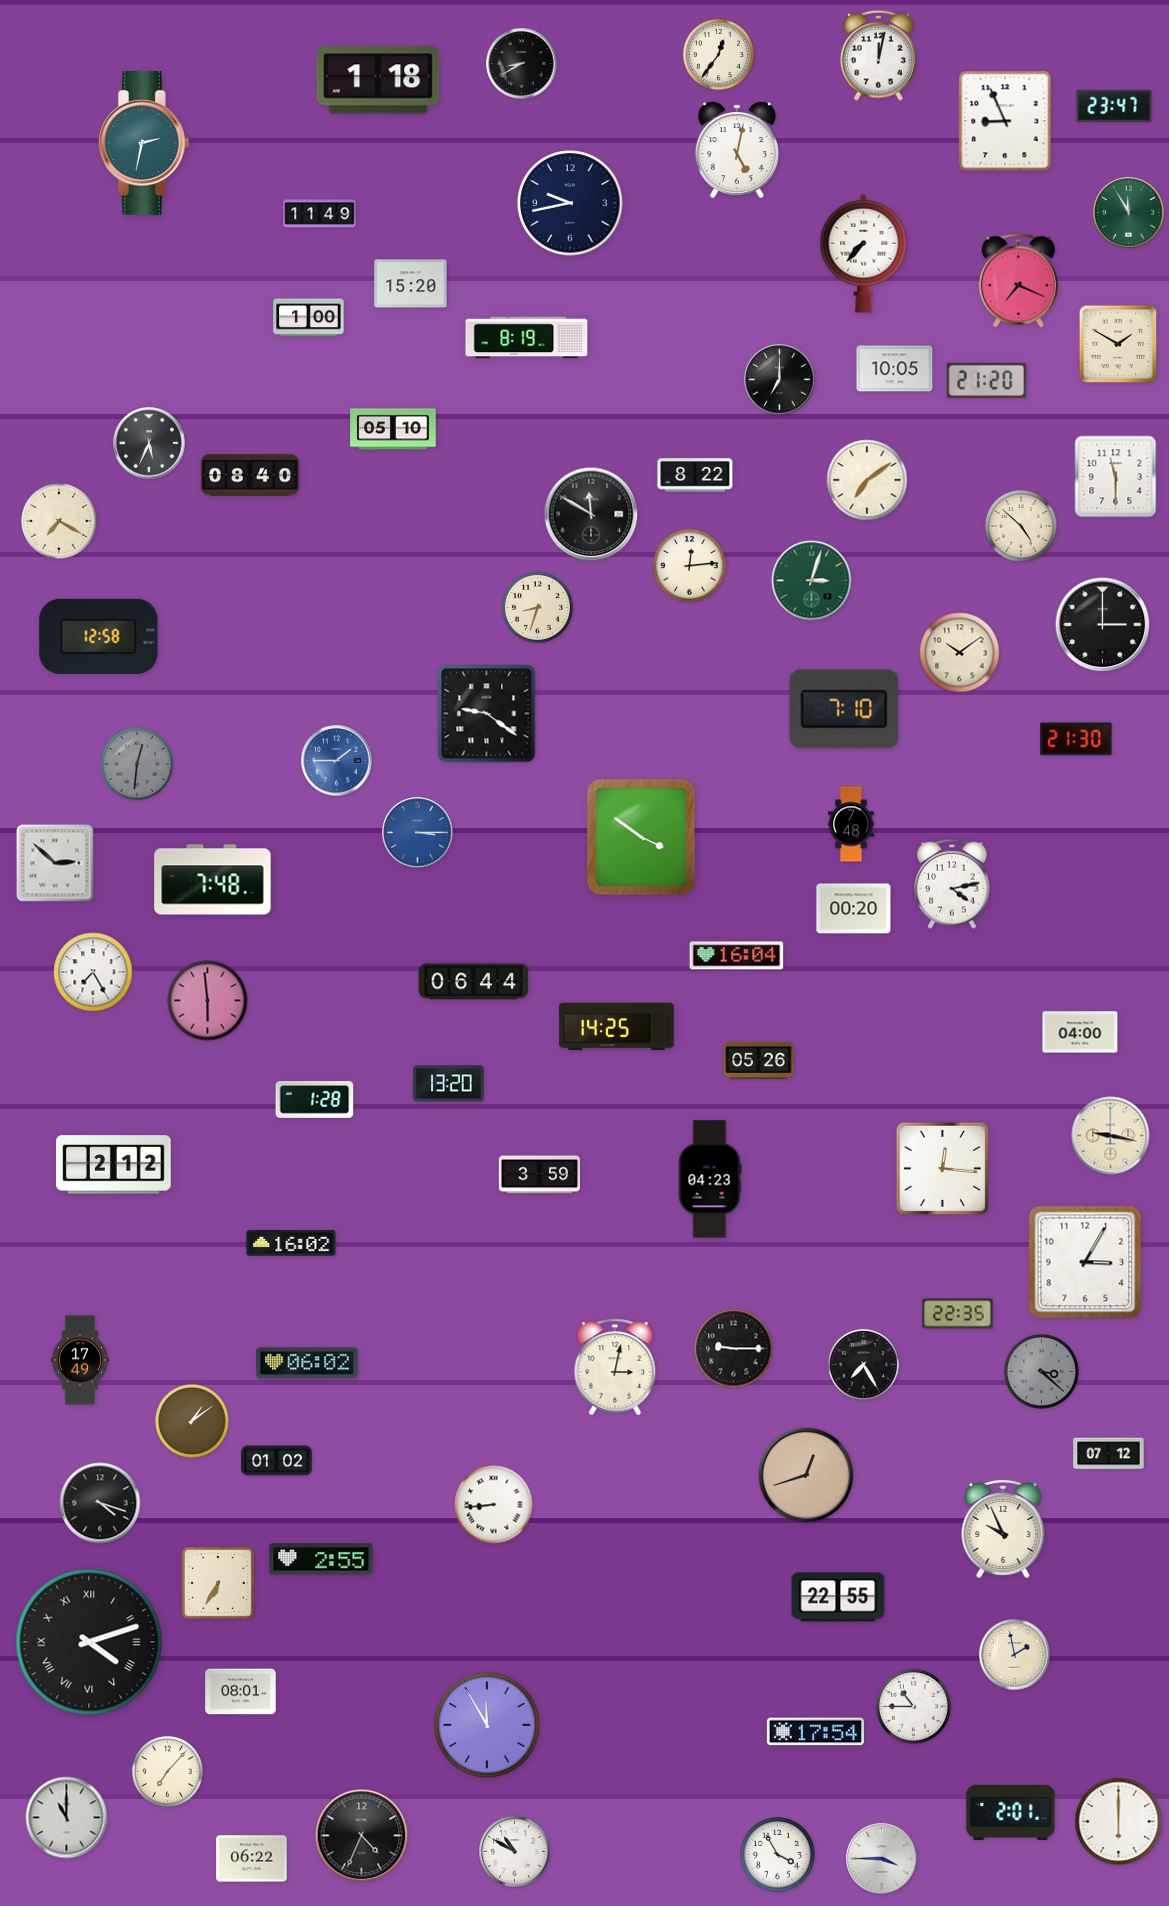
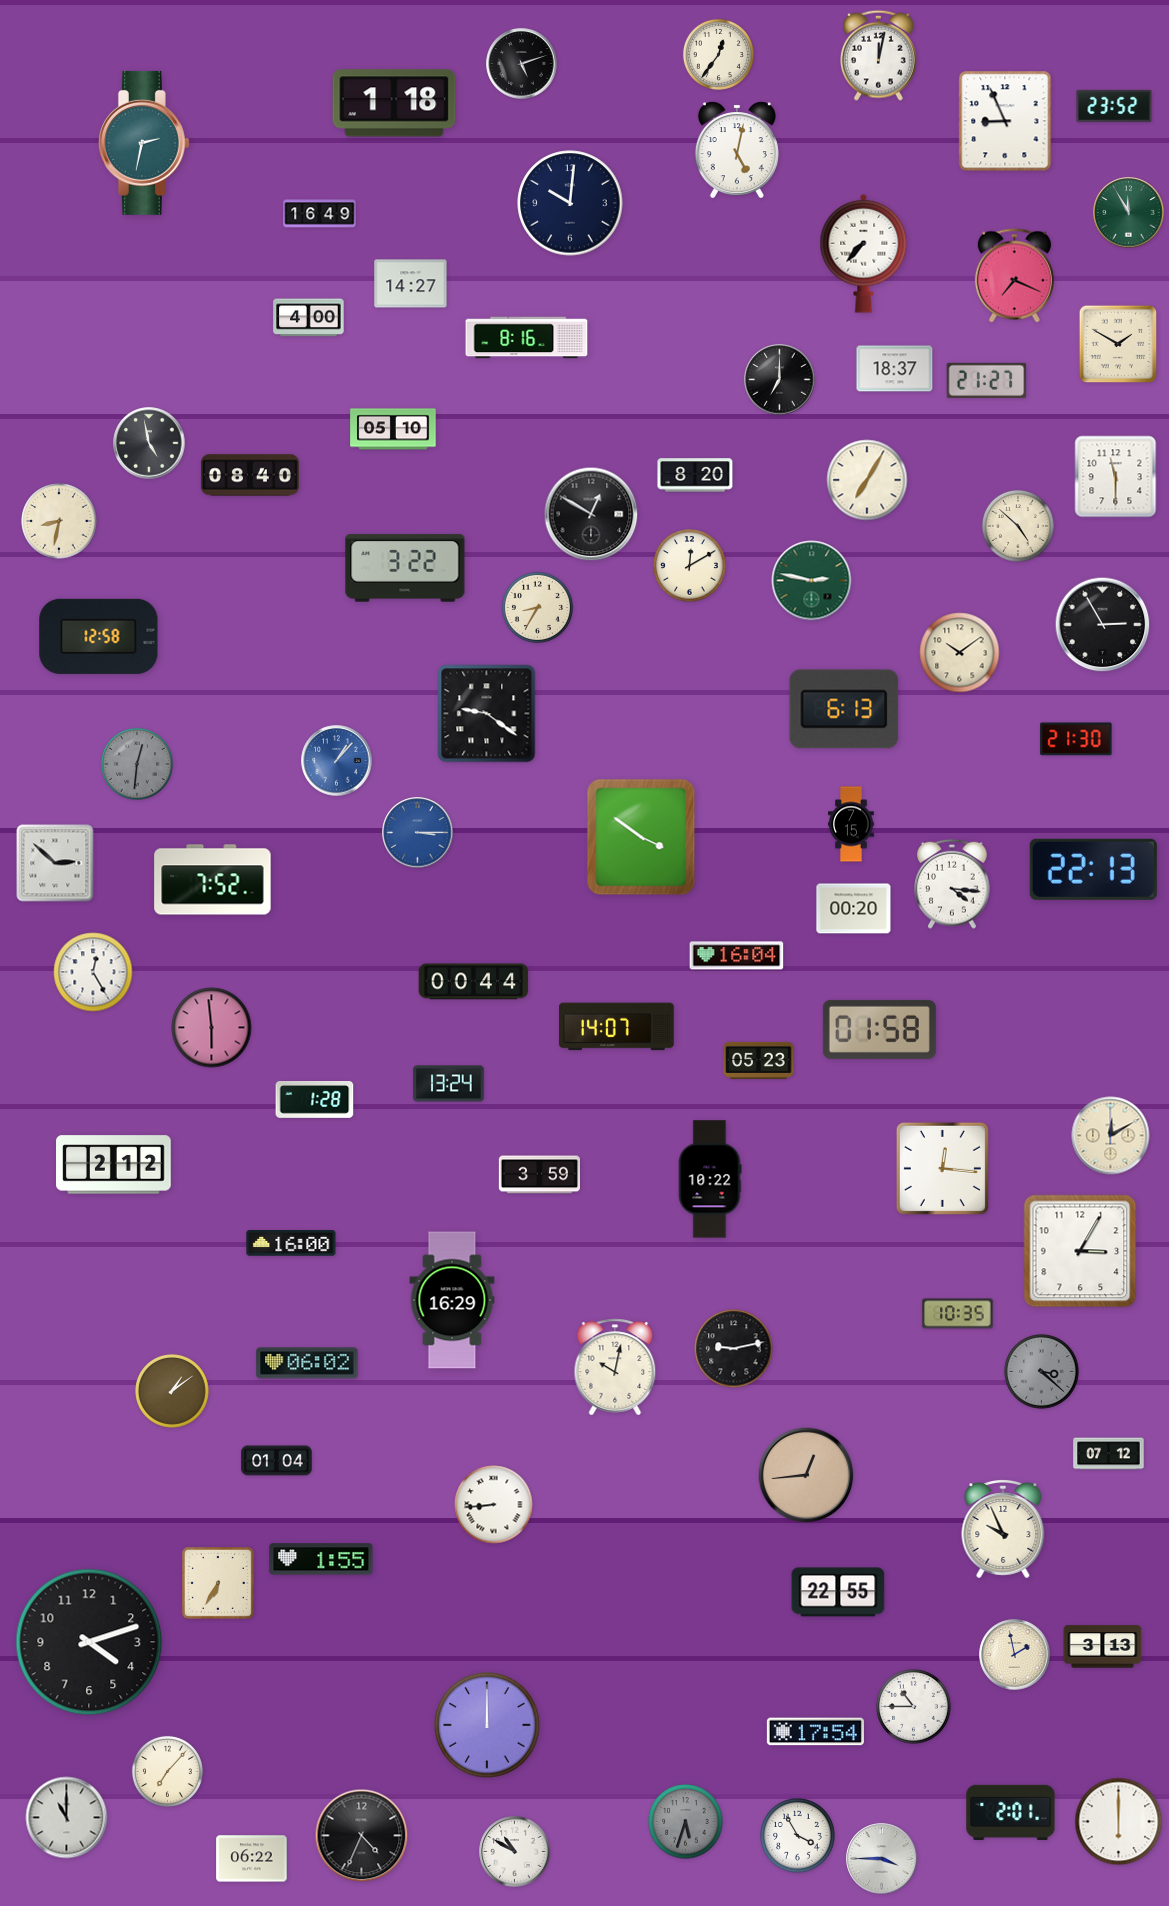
clock at (522, 64): 8:40 -> 5:12
clock at (378, 80) position: (378, 80) -> (394, 103)
clock at (1114, 106): 23:47 -> 23:52
clock at (570, 203): 9:43 -> 10:01
clock at (320, 214): 11:49 -> 16:49
clock at (1018, 281) position: (1018, 281) -> (1014, 276)
clock at (411, 284): 15:20 -> 14:27
clock at (309, 318): 1:00 -> 4:00
clock at (527, 338): 8:19 -> 8:16
clock at (895, 369): 10:05 -> 18:37
clock at (987, 380): 21:20 -> 21:27
clock at (149, 443): 5:34 -> 4:58
clock at (695, 475): 8:22 -> 8:20
clock at (867, 480): 7:09 -> 7:05
clock at (591, 514): 11:50 -> 12:50
clock at (59, 521): 7:20 -> 8:32
clock at (1021, 526) position: (1021, 526) -> (1018, 526)
clock at (690, 566): 12:14 -> 12:10
clock at (405, 568): none -> 3:22
clock at (812, 581): 3:03 -> 2:47
clock at (537, 607): 8:33 -> 8:35
clock at (1103, 625): 3:00 -> 2:55
clock at (844, 709): 7:10 -> 6:13
clock at (337, 761): 1:45 -> 1:07
clock at (852, 824): 7:48 -> 7:15
clock at (1093, 869): none -> 22:13
clock at (213, 880): 7:48 -> 7:52
clock at (952, 884): 4:13 -> 4:16
clock at (93, 972): 7:25 -> 12:25
clock at (474, 982): 06:44 -> 00:44
clock at (208, 1001) position: (208, 1001) -> (212, 1028)
clock at (617, 1027): 14:25 -> 14:07
clock at (879, 1029): none -> 01:58
clock at (1080, 1032): 04:00 -> none
clock at (759, 1060): 05:26 -> 05:23
clock at (449, 1084): 13:20 -> 13:24
clock at (1111, 1136): 9:17 -> 12:10
clock at (710, 1179): 04:23 -> 10:22
clock at (291, 1243): 16:02 -> 16:00
clock at (1085, 1262) position: (1085, 1262) -> (1080, 1251)
clock at (452, 1300): none -> 16:29
clock at (958, 1314): 22:35 -> 10:35
clock at (734, 1349): 9:15 -> 9:13
clock at (80, 1360): 17:49 -> none
clock at (863, 1364): 7:25 -> none
clock at (615, 1367): 3:02 -> 10:02
clock at (192, 1421) position: (192, 1421) -> (172, 1391)
clock at (277, 1461): 01:02 -> 01:04
clock at (806, 1475): 12:42 -> 12:44
clock at (100, 1503): 4:18 -> none
clock at (321, 1559): 2:55 -> 1:55
clock at (838, 1597) position: (838, 1597) -> (838, 1592)
clock at (89, 1642) numerals: Roman -> Arabic
clock at (1103, 1647): none -> 3:13
clock at (241, 1692): 08:01 -> none
clock at (487, 1725): 11:55 -> 12:00
clock at (686, 1822): none -> 5:33
clock at (778, 1855) position: (778, 1855) -> (798, 1836)
